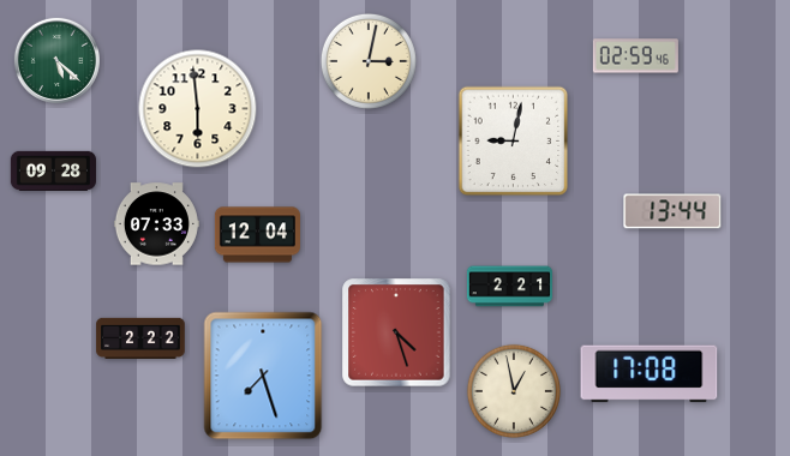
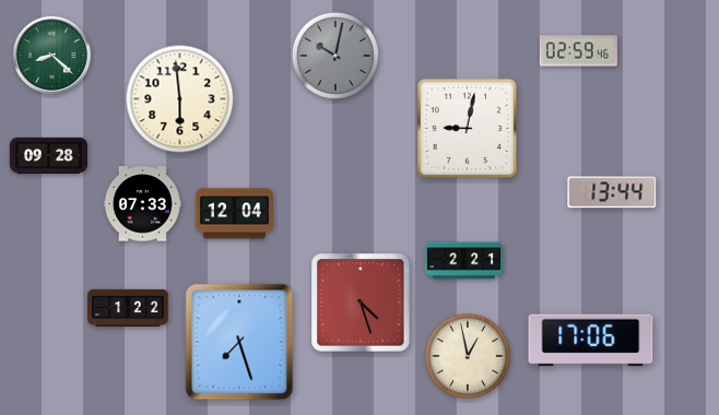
clock at (56, 60): 5:22 -> 8:22
clock at (369, 61): 3:02 -> 10:02
clock at (369, 61) dial: cream -> grey
clock at (140, 338): 2:22 -> 1:22
clock at (650, 374): 17:08 -> 17:06
